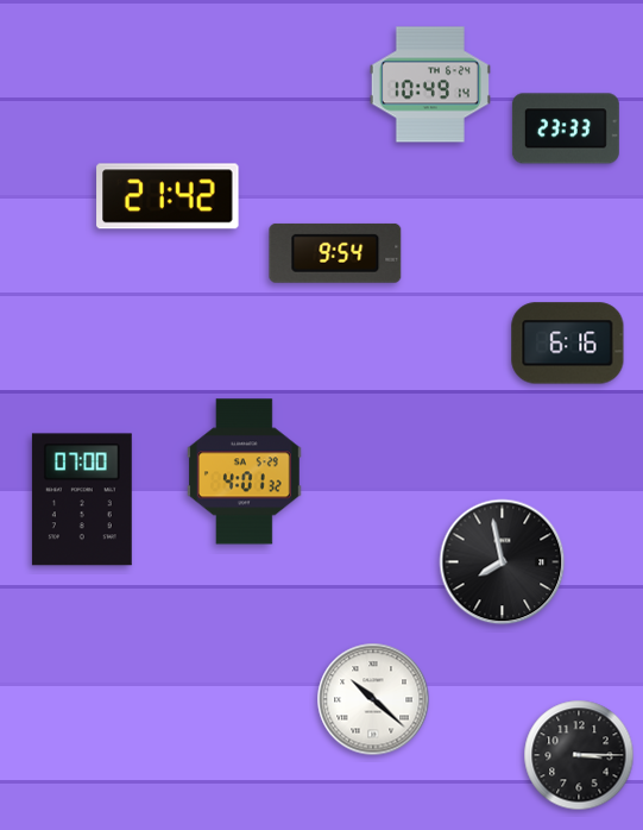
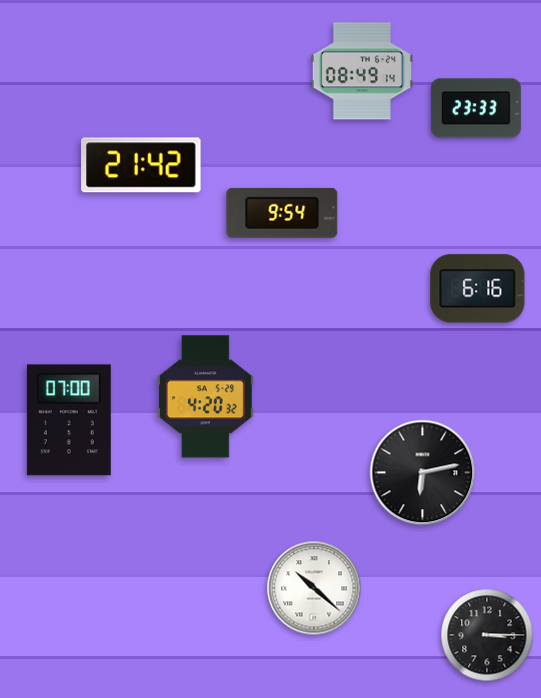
clock at (430, 84): 10:49 -> 08:49
clock at (244, 472): 4:01 -> 4:20
clock at (503, 562): 7:58 -> 6:13
